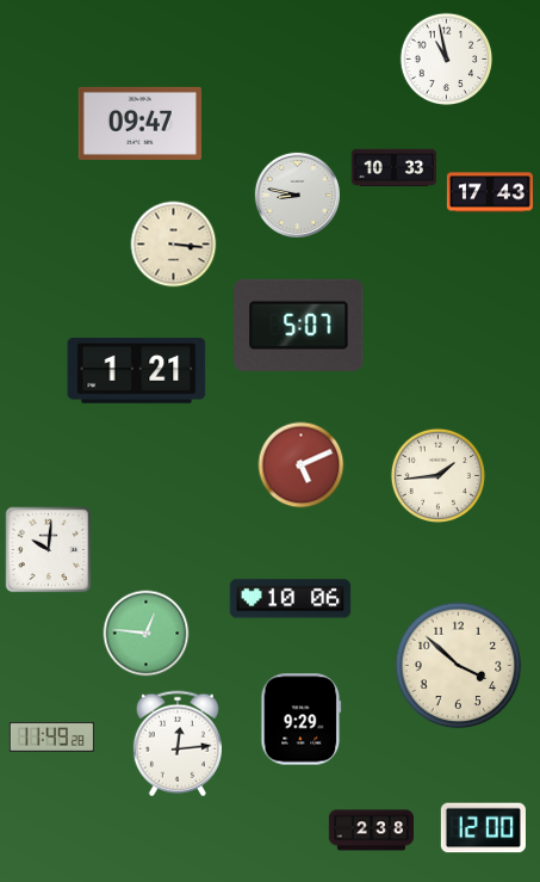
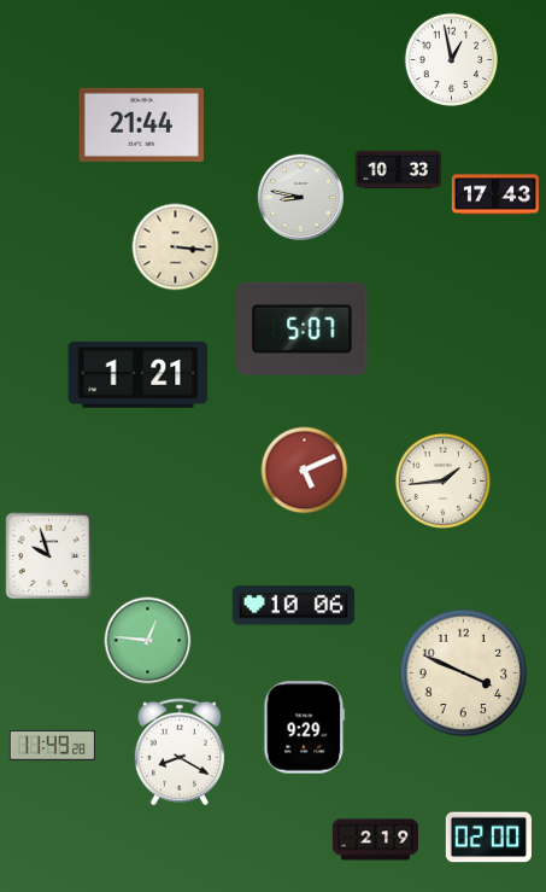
clock at (447, 60): 10:58 -> 12:58
clock at (139, 123): 09:47 -> 21:44
clock at (49, 550): 10:01 -> 9:57
clock at (459, 666): 3:52 -> 3:49
clock at (178, 744): 12:14 -> 8:20
clock at (483, 828): 12:00 -> 02:00
clock at (371, 831): 2:38 -> 2:19
